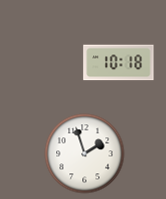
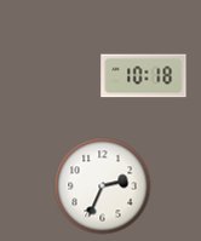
clock at (85, 154): 1:57 -> 2:34
